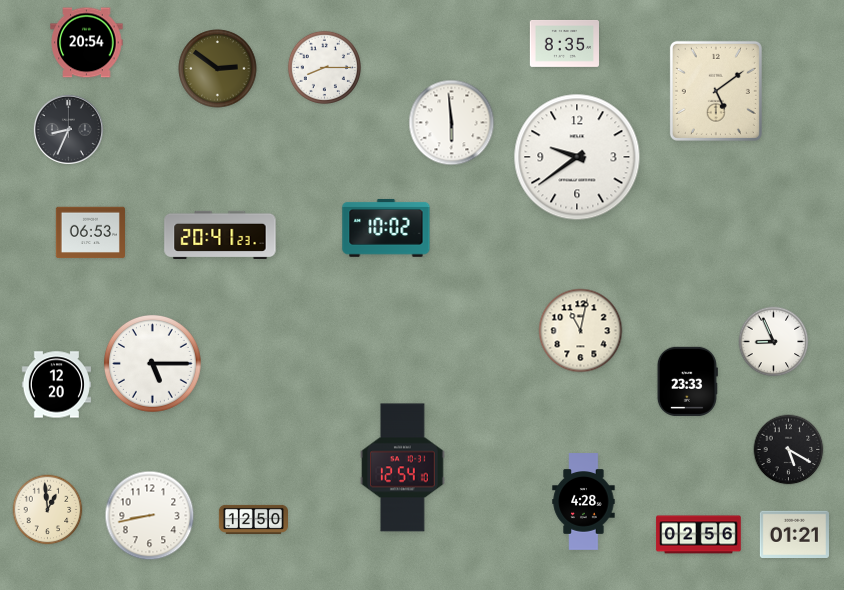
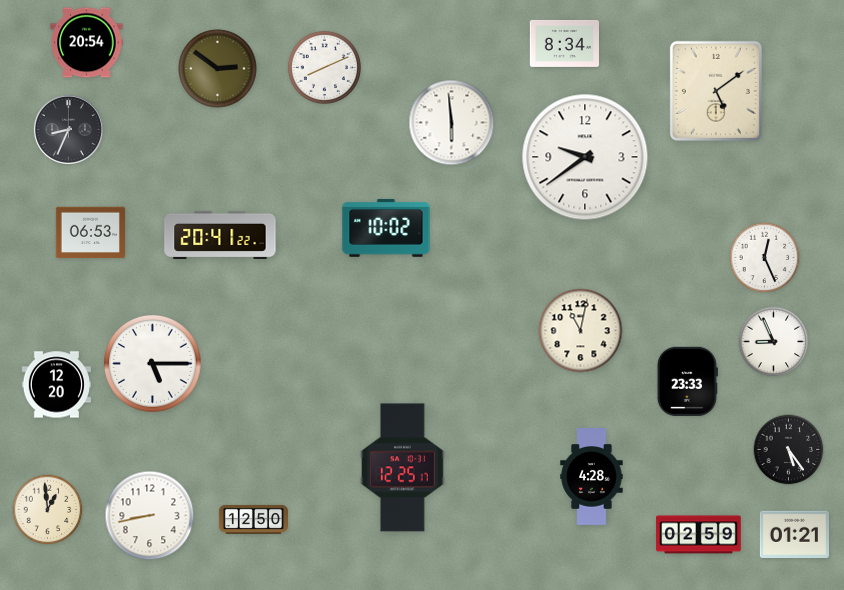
clock at (564, 43): 8:35 -> 8:34
clock at (324, 67): 8:15 -> 8:11
clock at (577, 157) position: (577, 157) -> (585, 157)
clock at (220, 234): 20:41:23 -> 20:41:22
clock at (765, 258): none -> 12:26
clock at (789, 450): 5:20 -> 5:24
clock at (403, 468): 12:54 -> 12:25
clock at (584, 502) position: (584, 502) -> (592, 477)
clock at (699, 535): 02:56 -> 02:59
